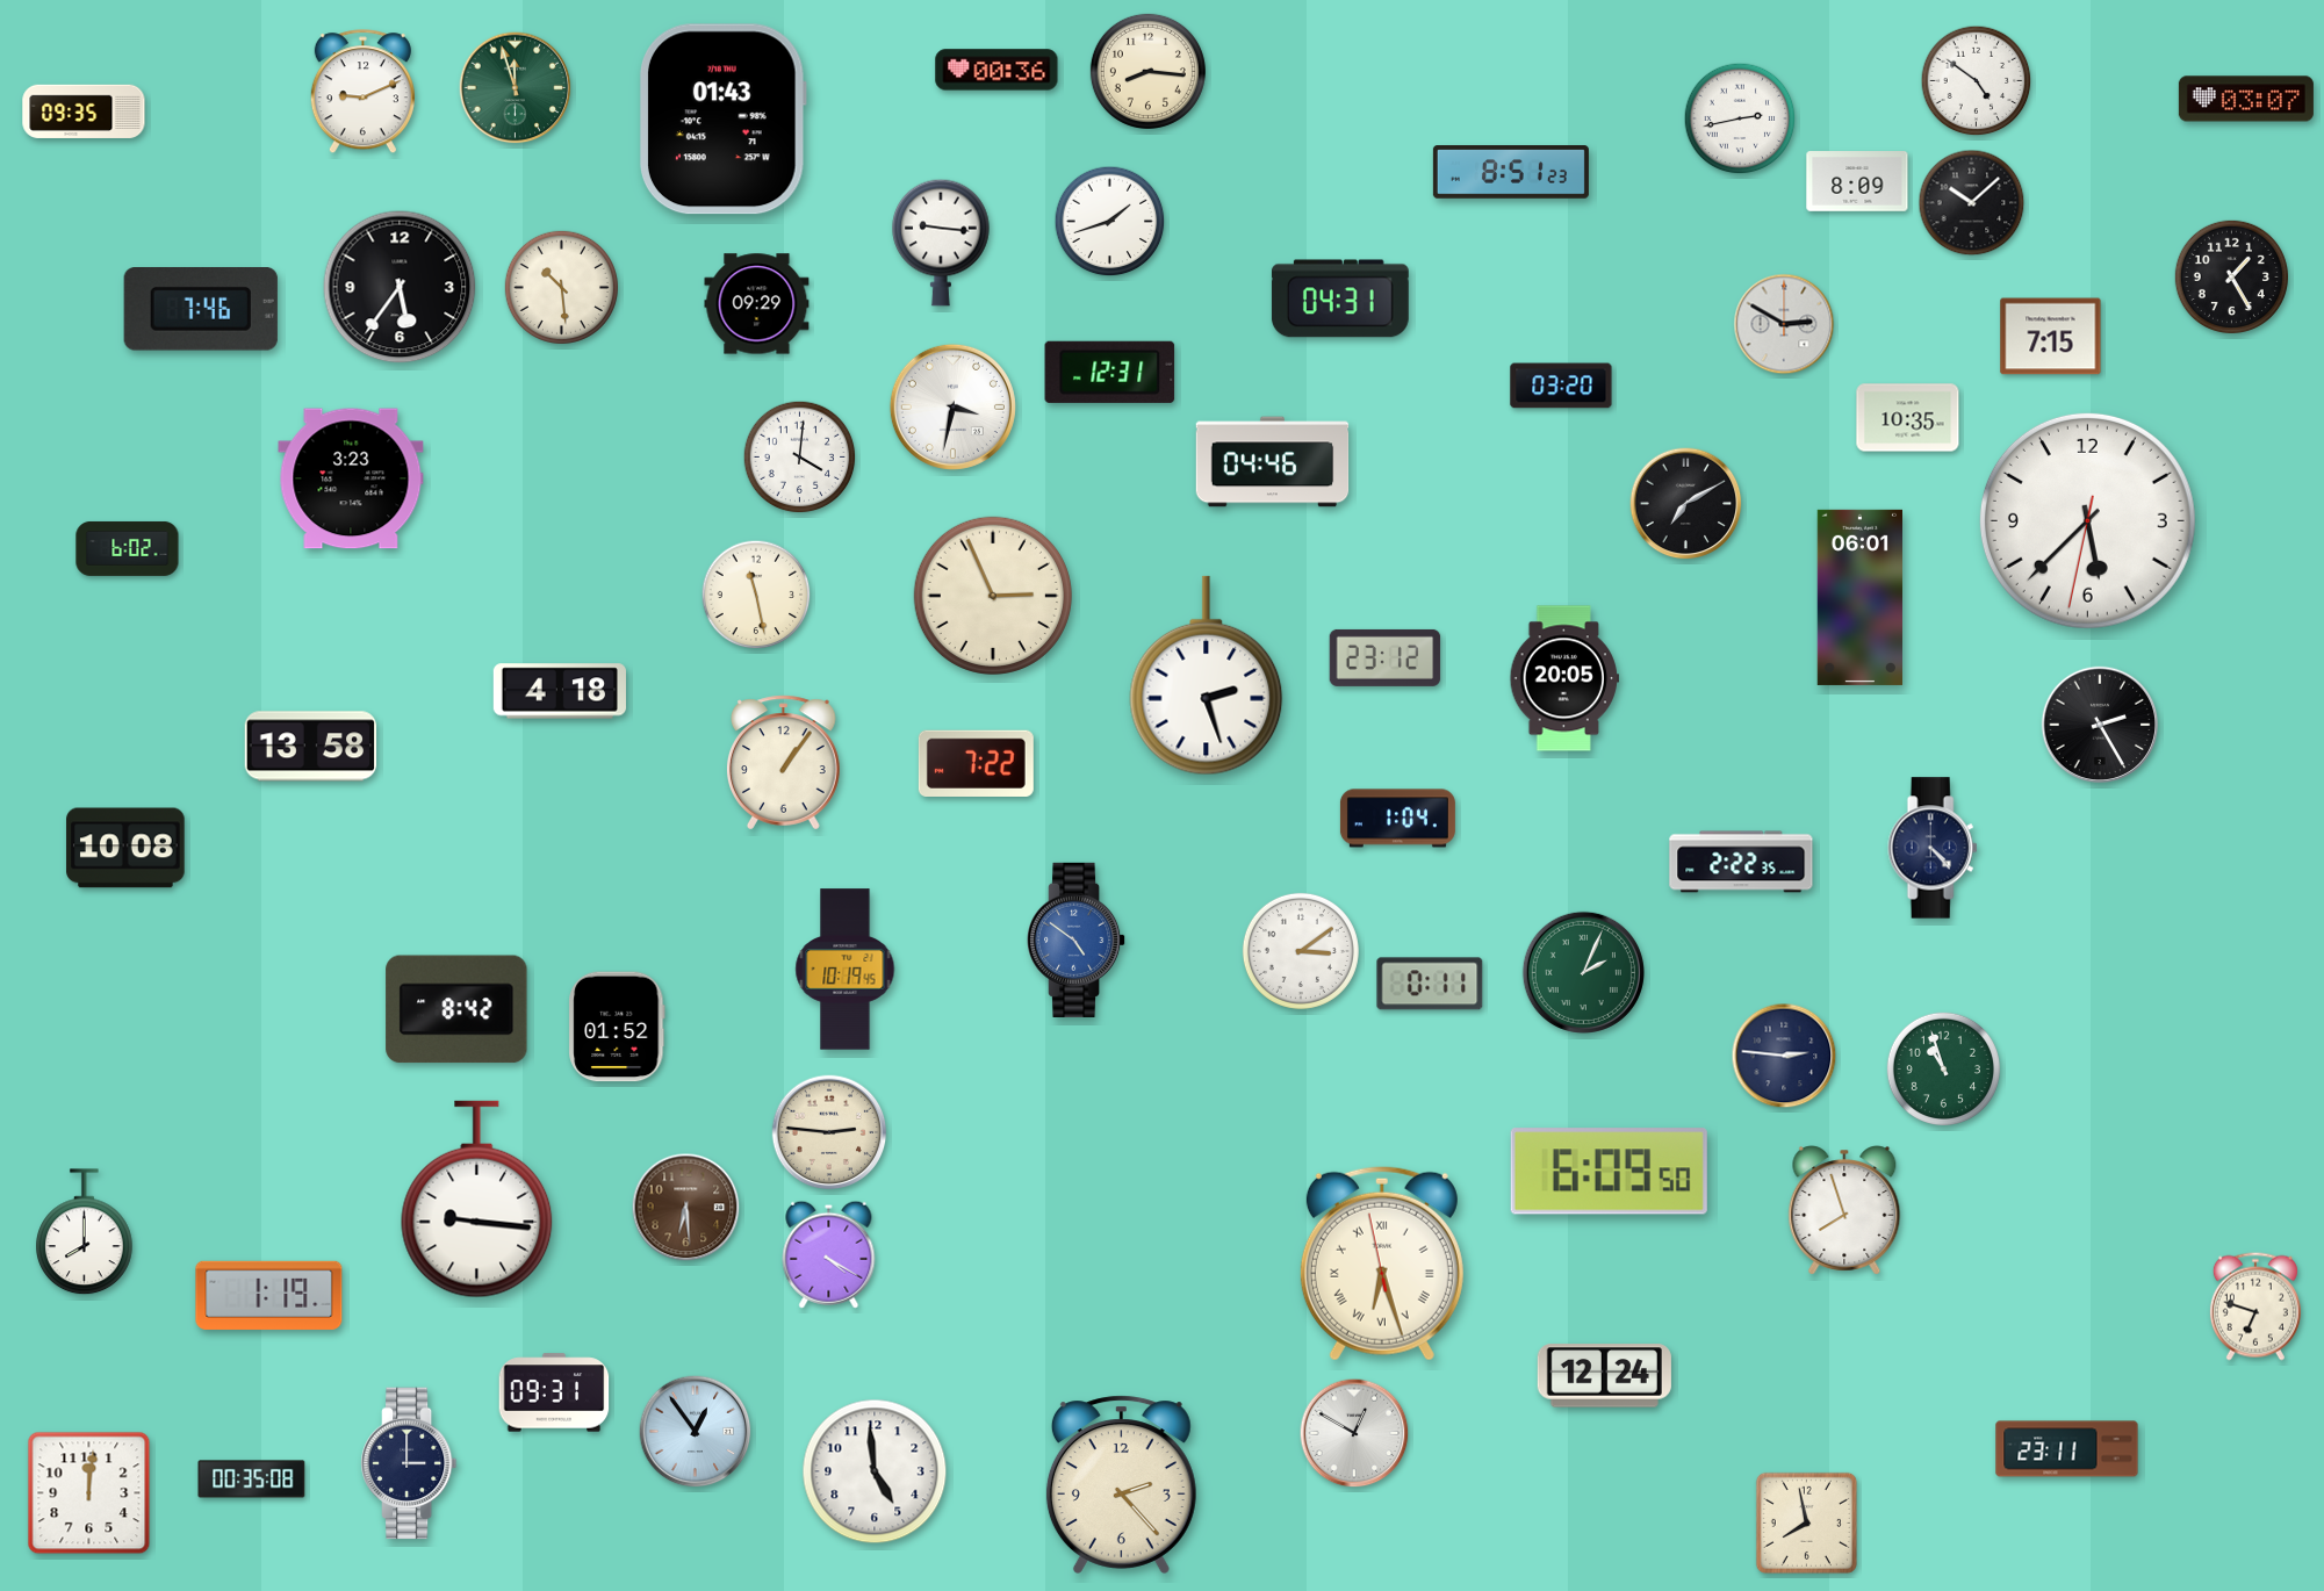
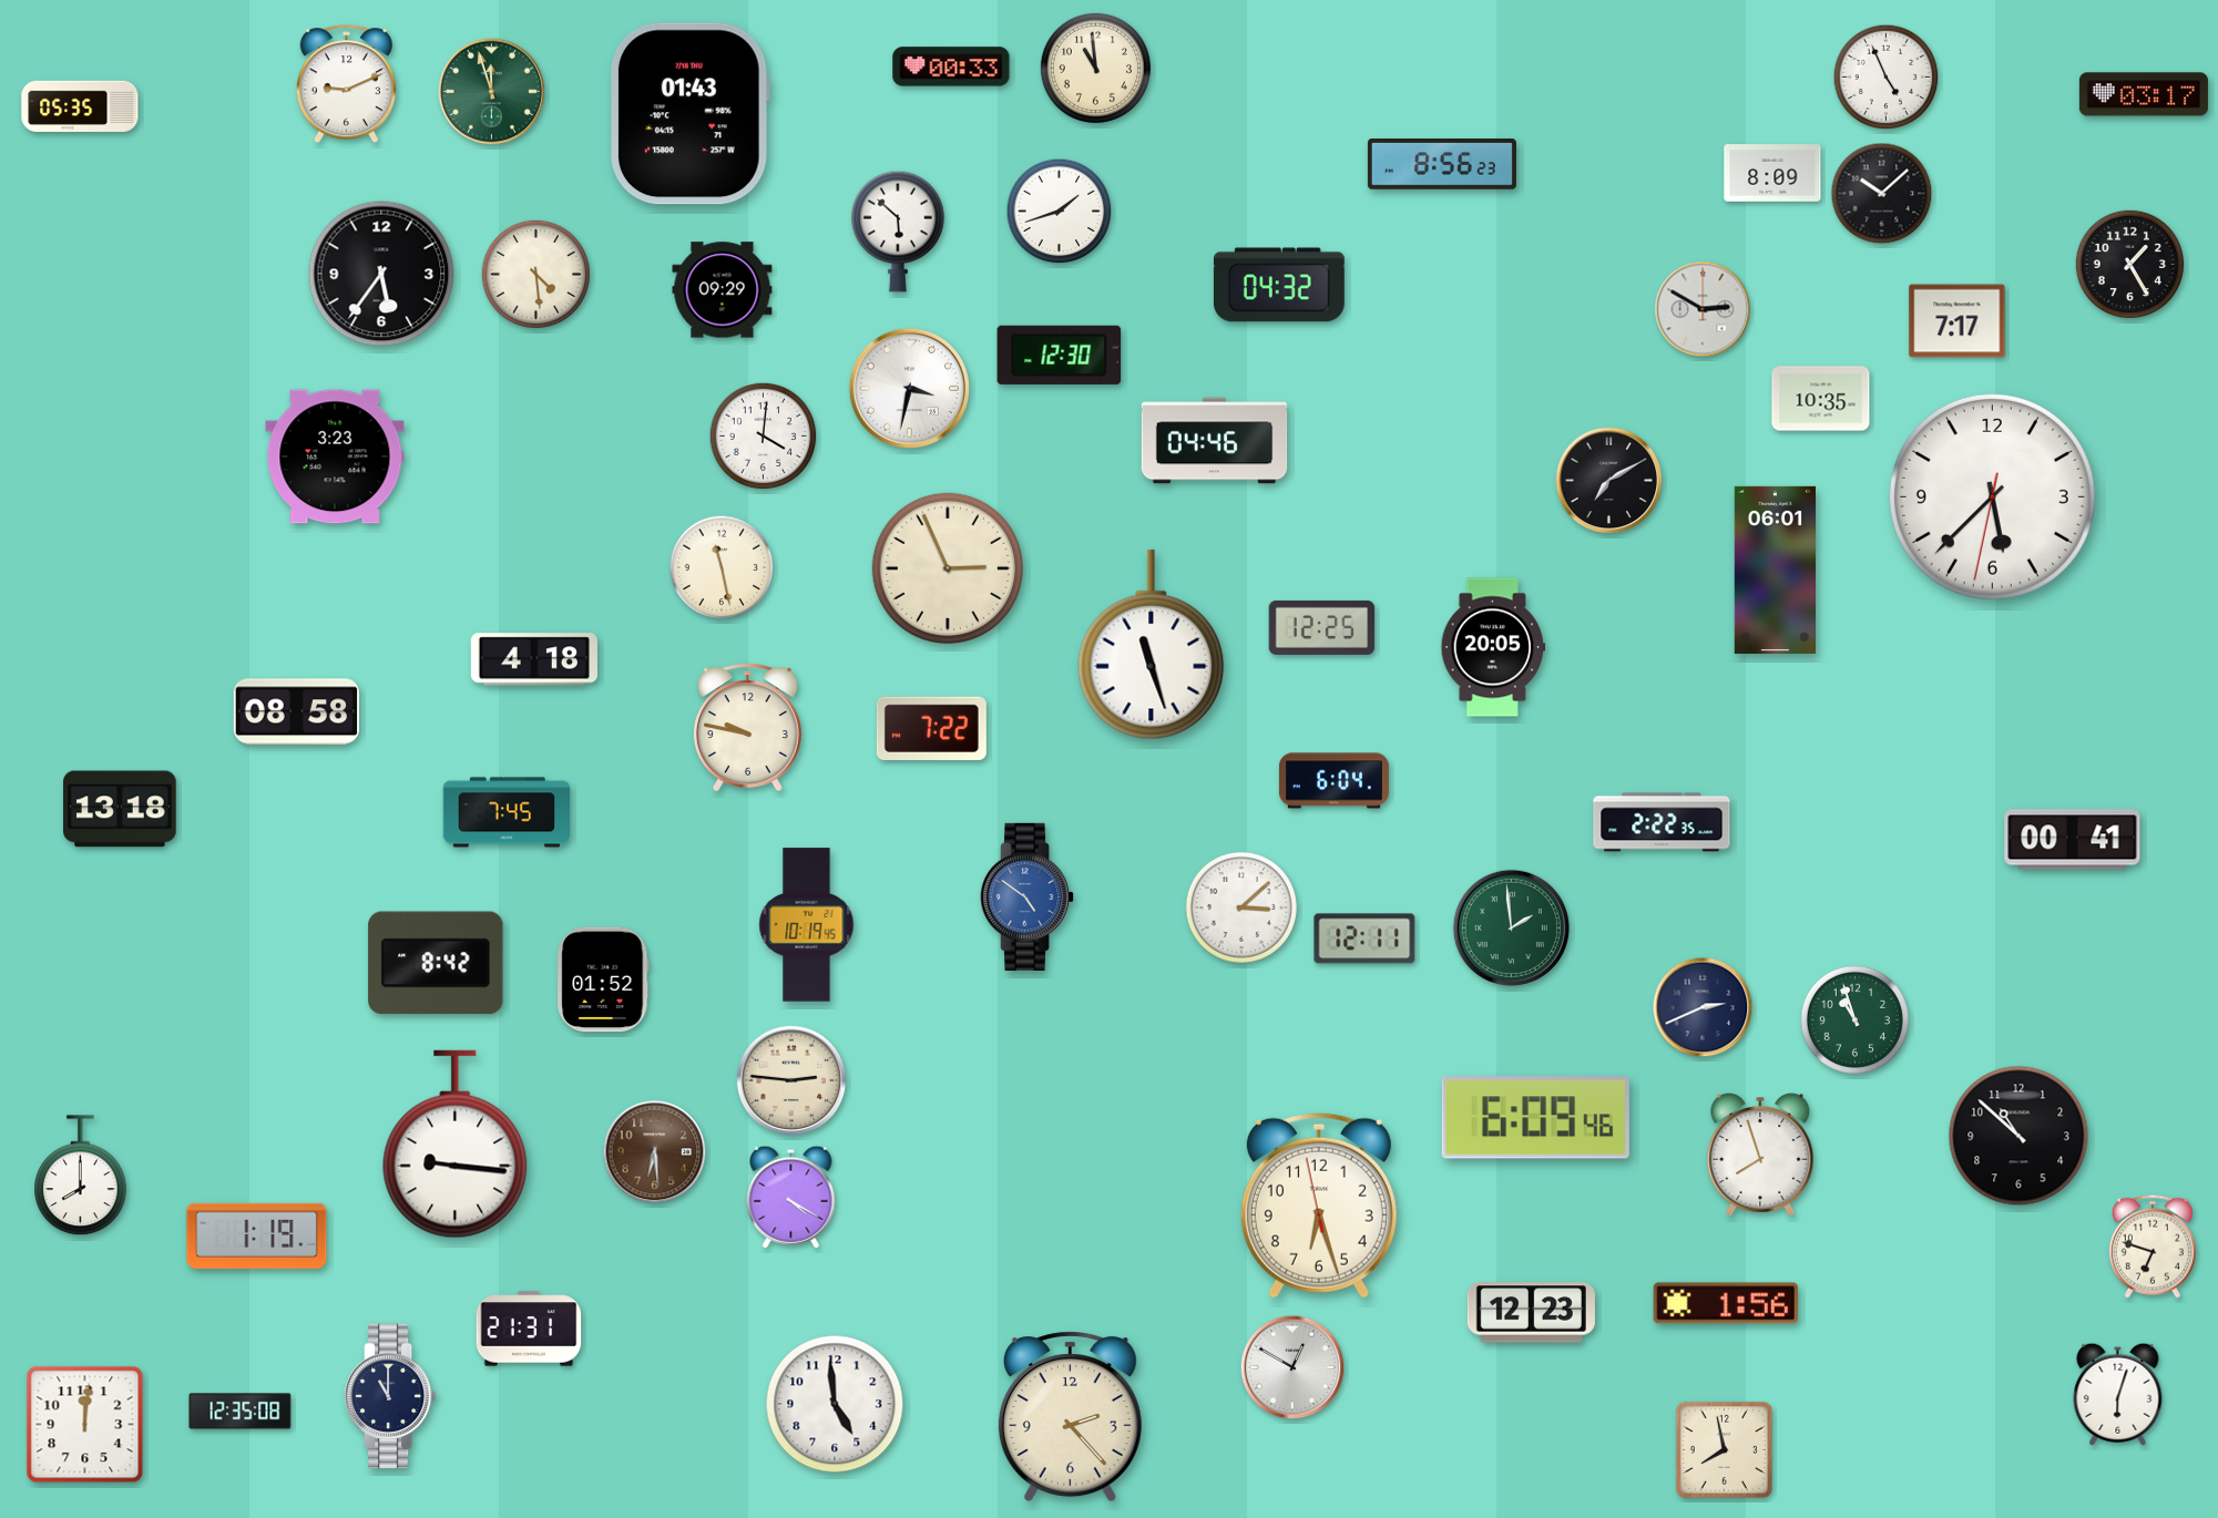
clock at (996, 70): 00:36 -> 00:33
clock at (1147, 71): 8:16 -> 10:59
clock at (1977, 81): 4:51 -> 4:56
clock at (516, 88) position: (516, 88) -> (492, 92)
clock at (362, 92) position: (362, 92) -> (346, 84)
clock at (2246, 99): 03:07 -> 03:17
clock at (84, 111): 09:35 -> 05:35
clock at (1740, 118): 2:43 -> none
clock at (1511, 172): 8:51 -> 8:56
clock at (941, 243): 9:16 -> 5:52
clock at (561, 287): 10:29 -> 4:29
clock at (1340, 298): 04:31 -> 04:32
clock at (201, 310): 7:46 -> none
clock at (2051, 337): 7:15 -> 7:17
clock at (1110, 372): 12:31 -> 12:30
clock at (1561, 386): 03:20 -> none
clock at (128, 548): 6:02 -> none
clock at (1386, 657): 23:12 -> 12:25
clock at (1207, 676): 2:27 -> 11:27
clock at (2100, 725): 2:25 -> none
clock at (311, 747): 13:58 -> 08:58
clock at (784, 763): 1:06 -> 9:47
clock at (1397, 819): 1:04 -> 6:04
clock at (125, 848): 10:08 -> 13:18
clock at (1933, 848): 4:23 -> none
clock at (507, 812): none -> 7:45
clock at (2073, 840): none -> 00:41
clock at (1301, 951): 3:09 -> 3:08
clock at (1583, 972): 2:04 -> 1:59
clock at (1430, 984): 0:11 -> 12:11
clock at (617, 1027) position: (617, 1027) -> (603, 979)
clock at (1784, 1056): 2:46 -> 2:41
clock at (1609, 1172): 6:09:50 -> 6:09:46
clock at (2018, 1136): none -> 10:52
clock at (1382, 1264) numerals: Roman -> Arabic
clock at (1726, 1303): none -> 1:56
clock at (1604, 1376): 12:24 -> 12:23
clock at (554, 1392): 09:31 -> 21:31
clock at (696, 1432): 12:54 -> none
clock at (2067, 1449): 23:11 -> none
clock at (2118, 1394): none -> 6:03
clock at (409, 1463): 3:00 -> 11:00
clock at (252, 1480): 00:35 -> 12:35
clock at (1806, 1522) position: (1806, 1522) -> (1724, 1449)
